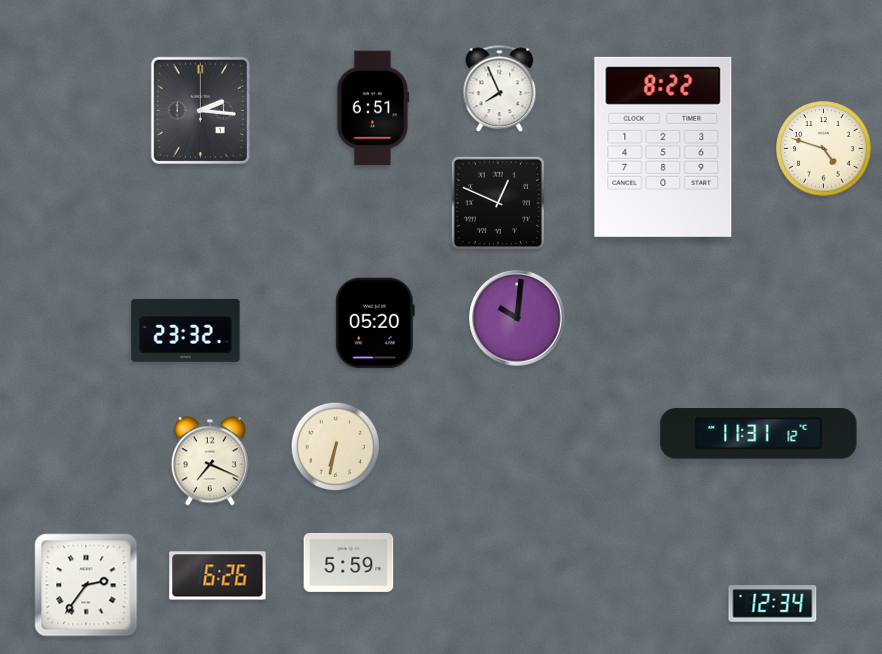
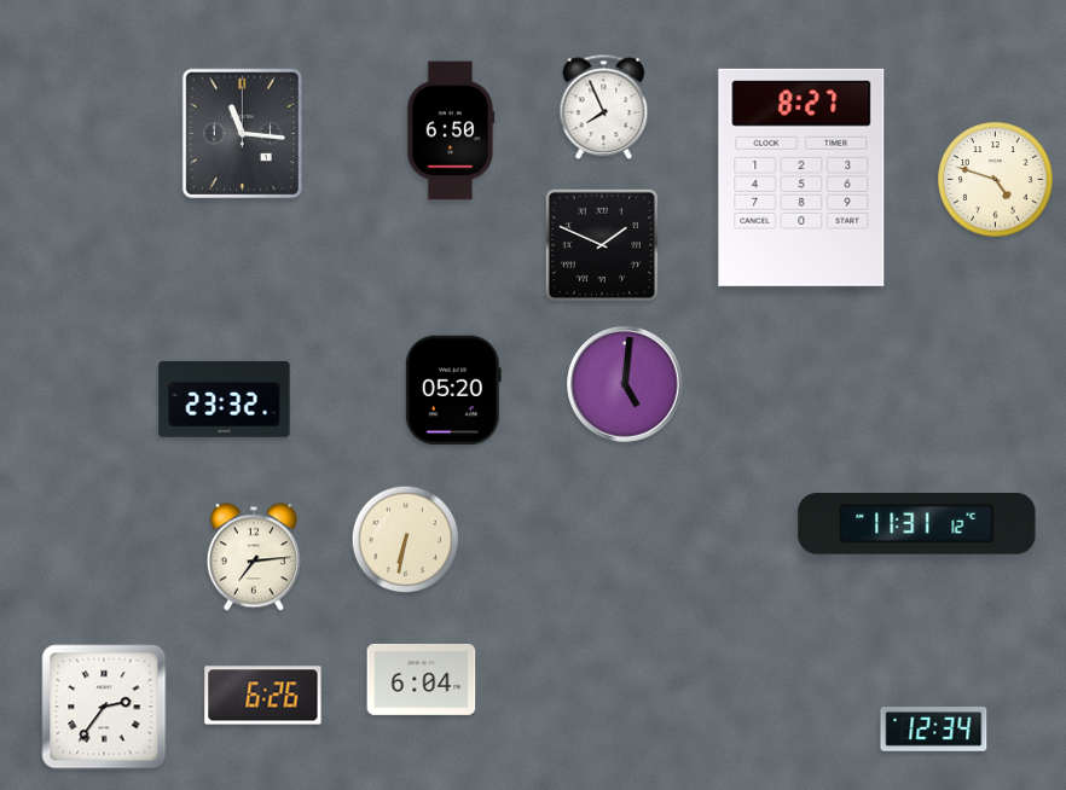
clock at (373, 108): 6:51 -> 6:50
clock at (200, 110): 2:16 -> 11:16
clock at (663, 147): 8:22 -> 8:27
clock at (498, 203): 12:49 -> 1:49
clock at (517, 318): 10:01 -> 5:01
clock at (210, 461): 7:19 -> 7:14
clock at (349, 562): 5:59 -> 6:04
